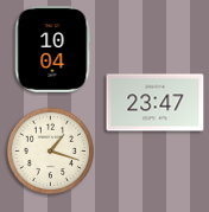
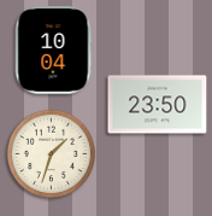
clock at (156, 103): 23:47 -> 23:50
clock at (51, 152): 1:18 -> 1:33
